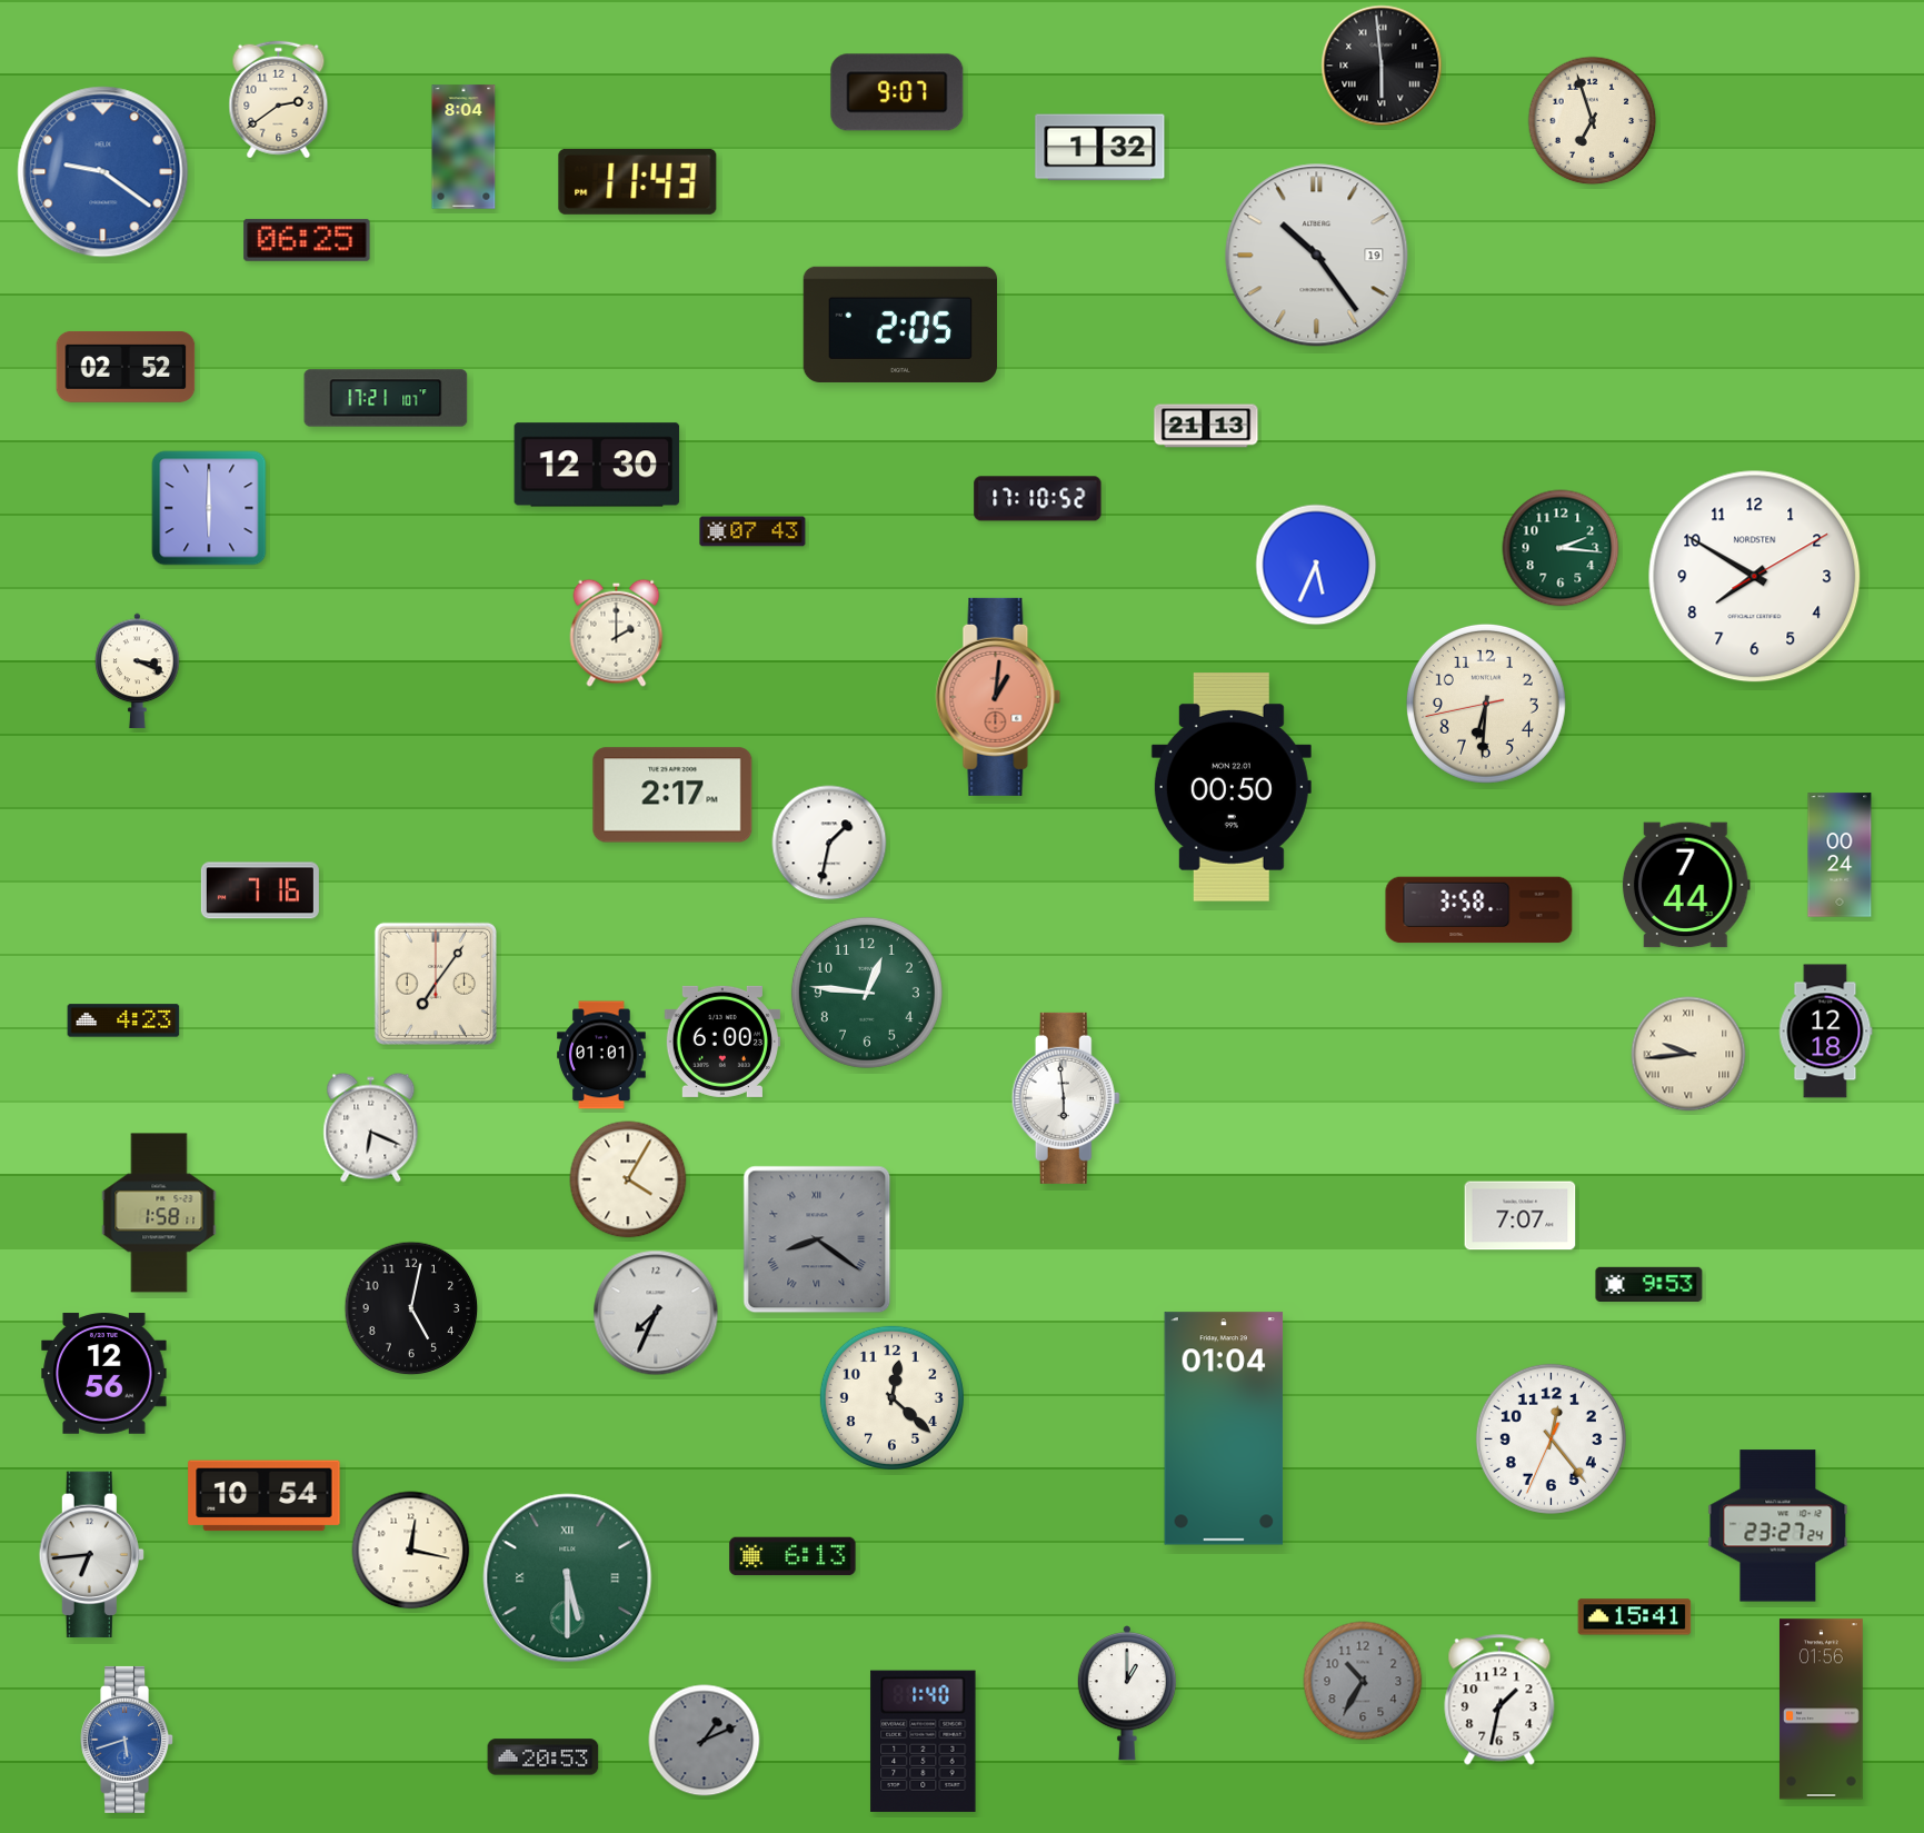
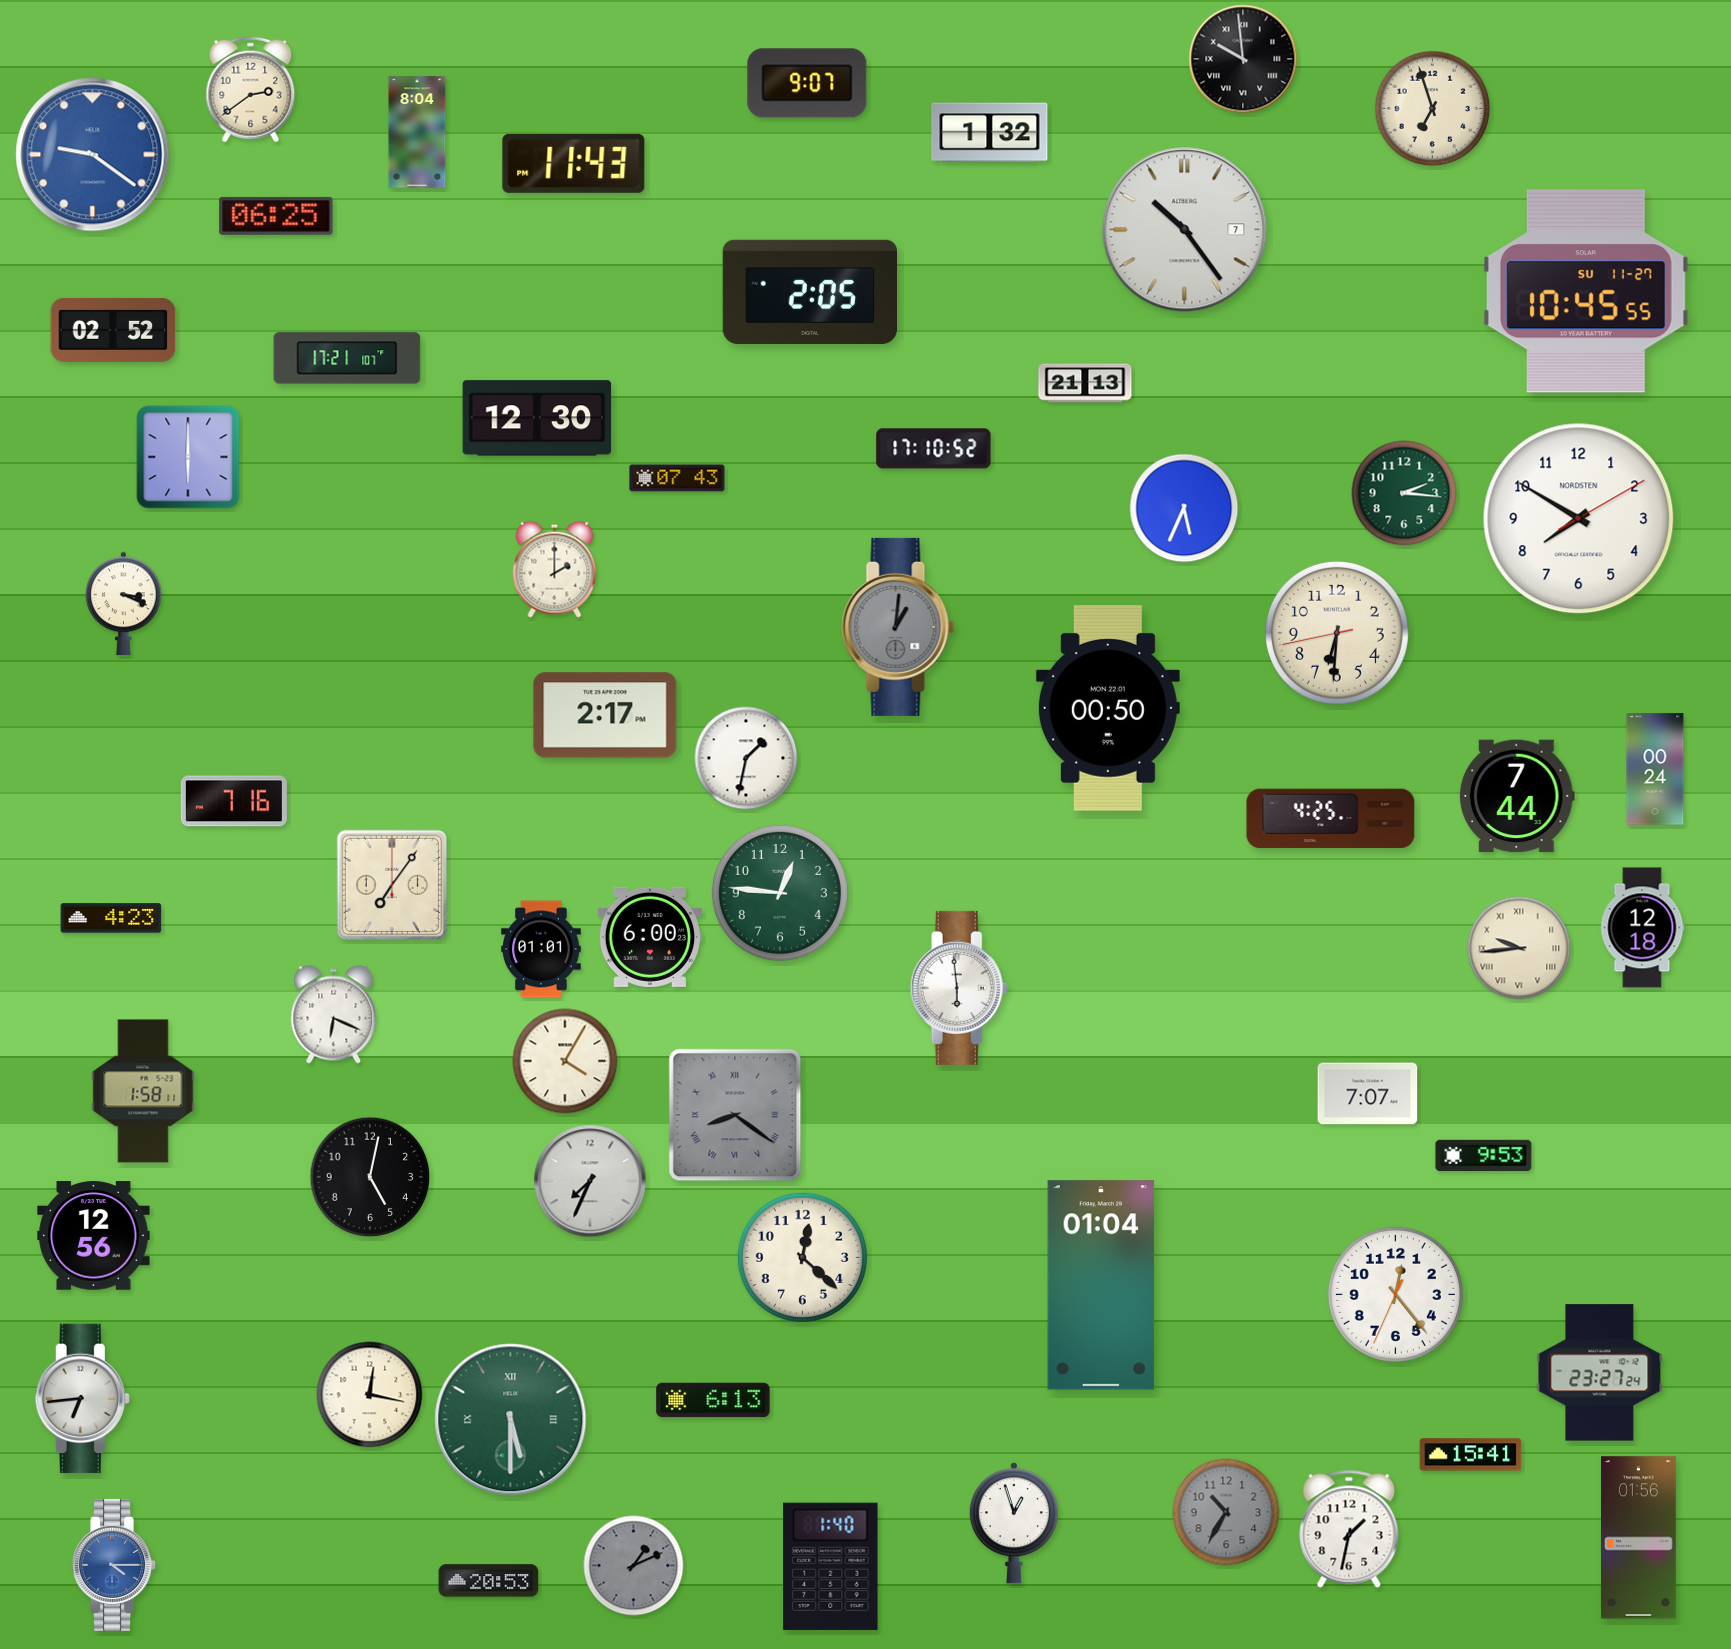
clock at (1382, 66): 5:59 -> 9:59
clock at (1317, 256) date: 19 -> 7
clock at (1586, 291): none -> 10:45
clock at (998, 697) dial: salmon -> grey
clock at (1479, 910): 3:58 -> 4:25
clock at (265, 1496): 10:54 -> none
clock at (1127, 1693): 1:00 -> 12:57
clock at (128, 1740): 5:42 -> 4:15
